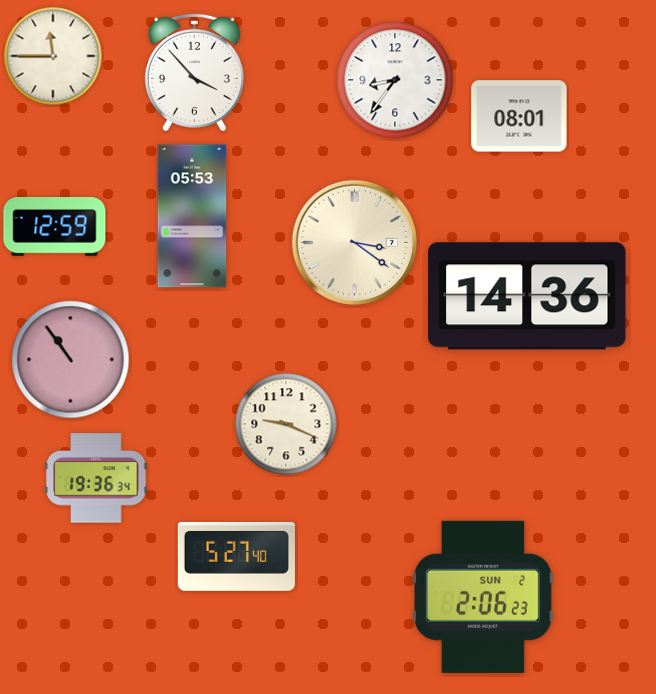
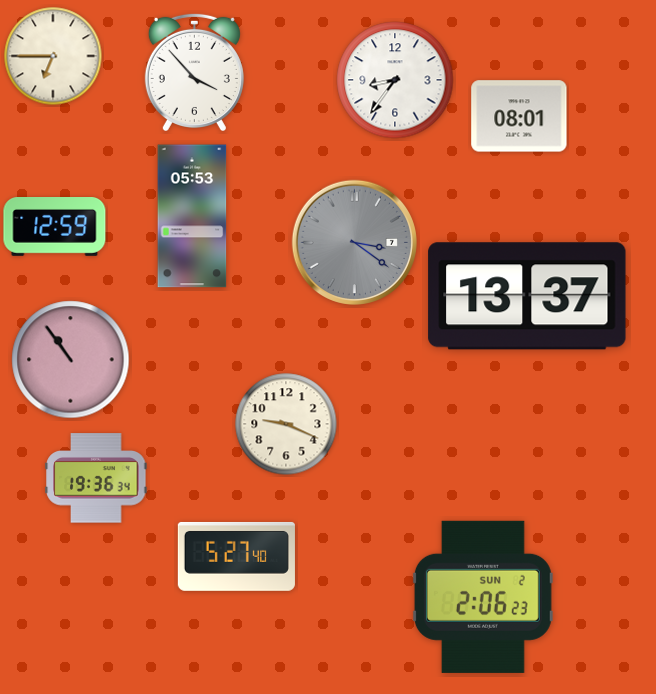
clock at (53, 56): 11:45 -> 6:45
clock at (354, 242) dial: cream -> grey
clock at (527, 296): 14:36 -> 13:37
